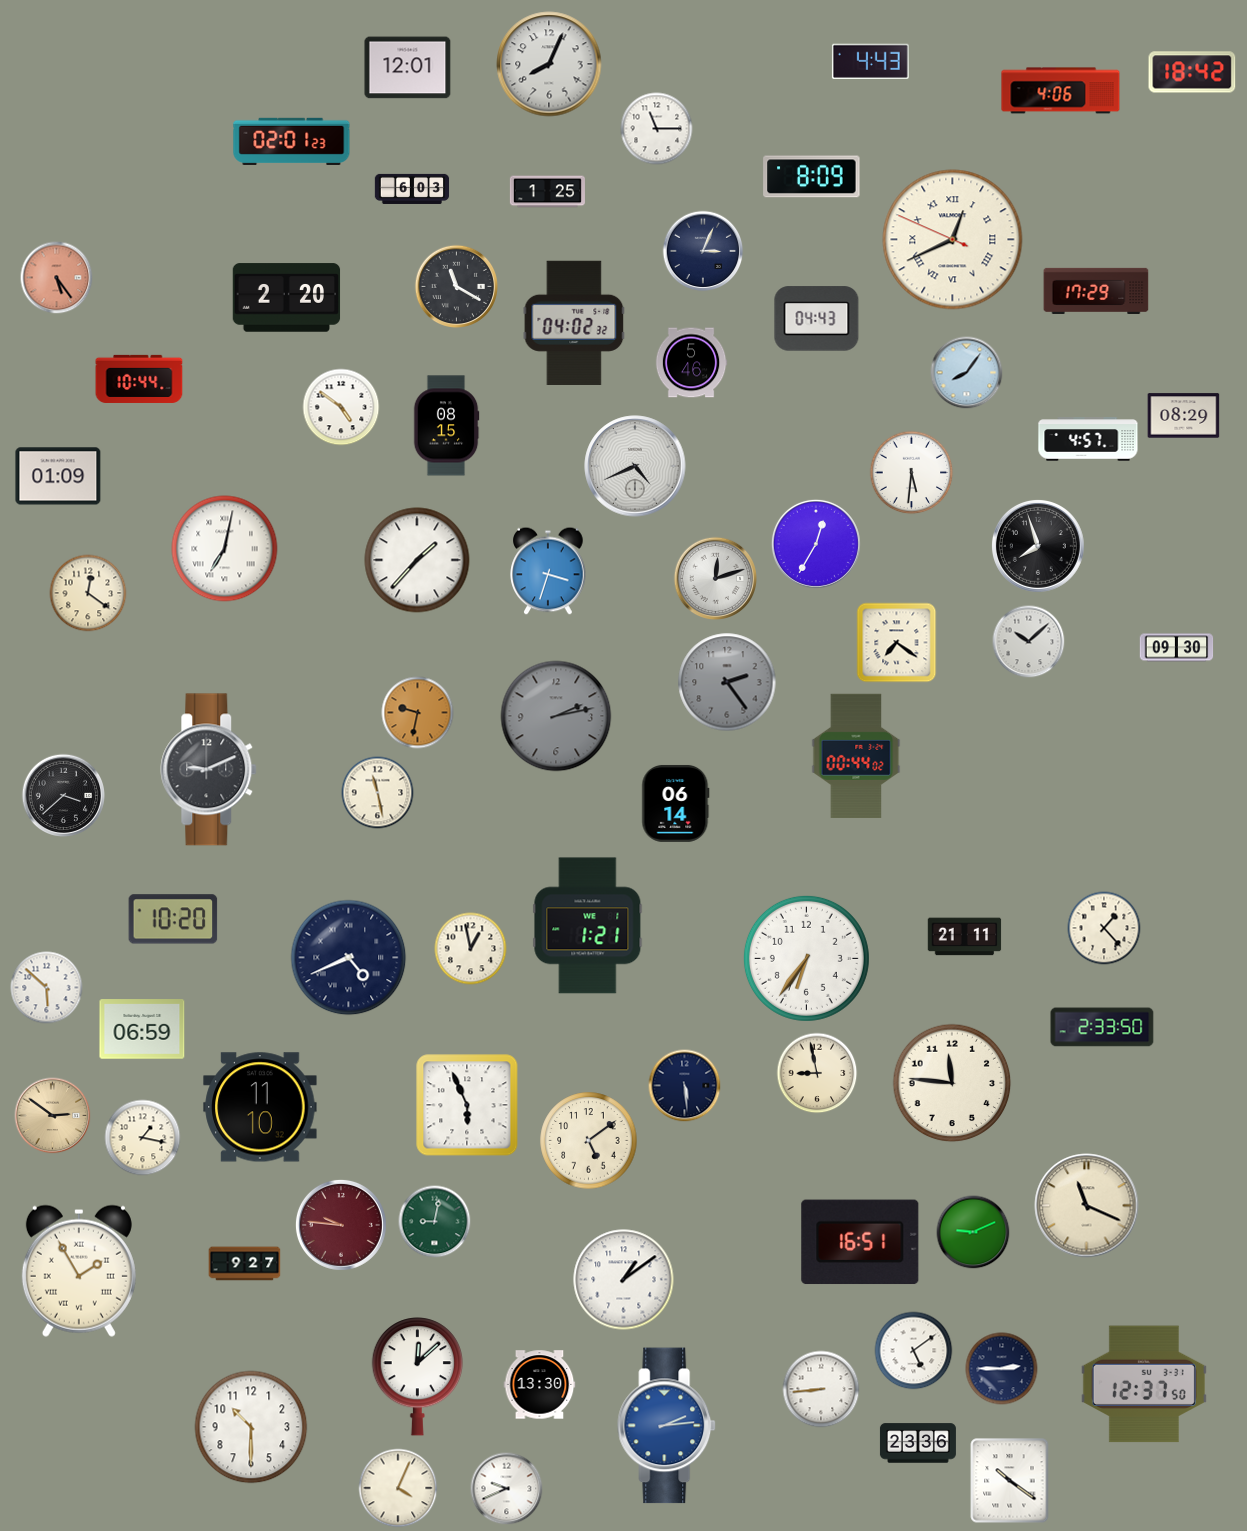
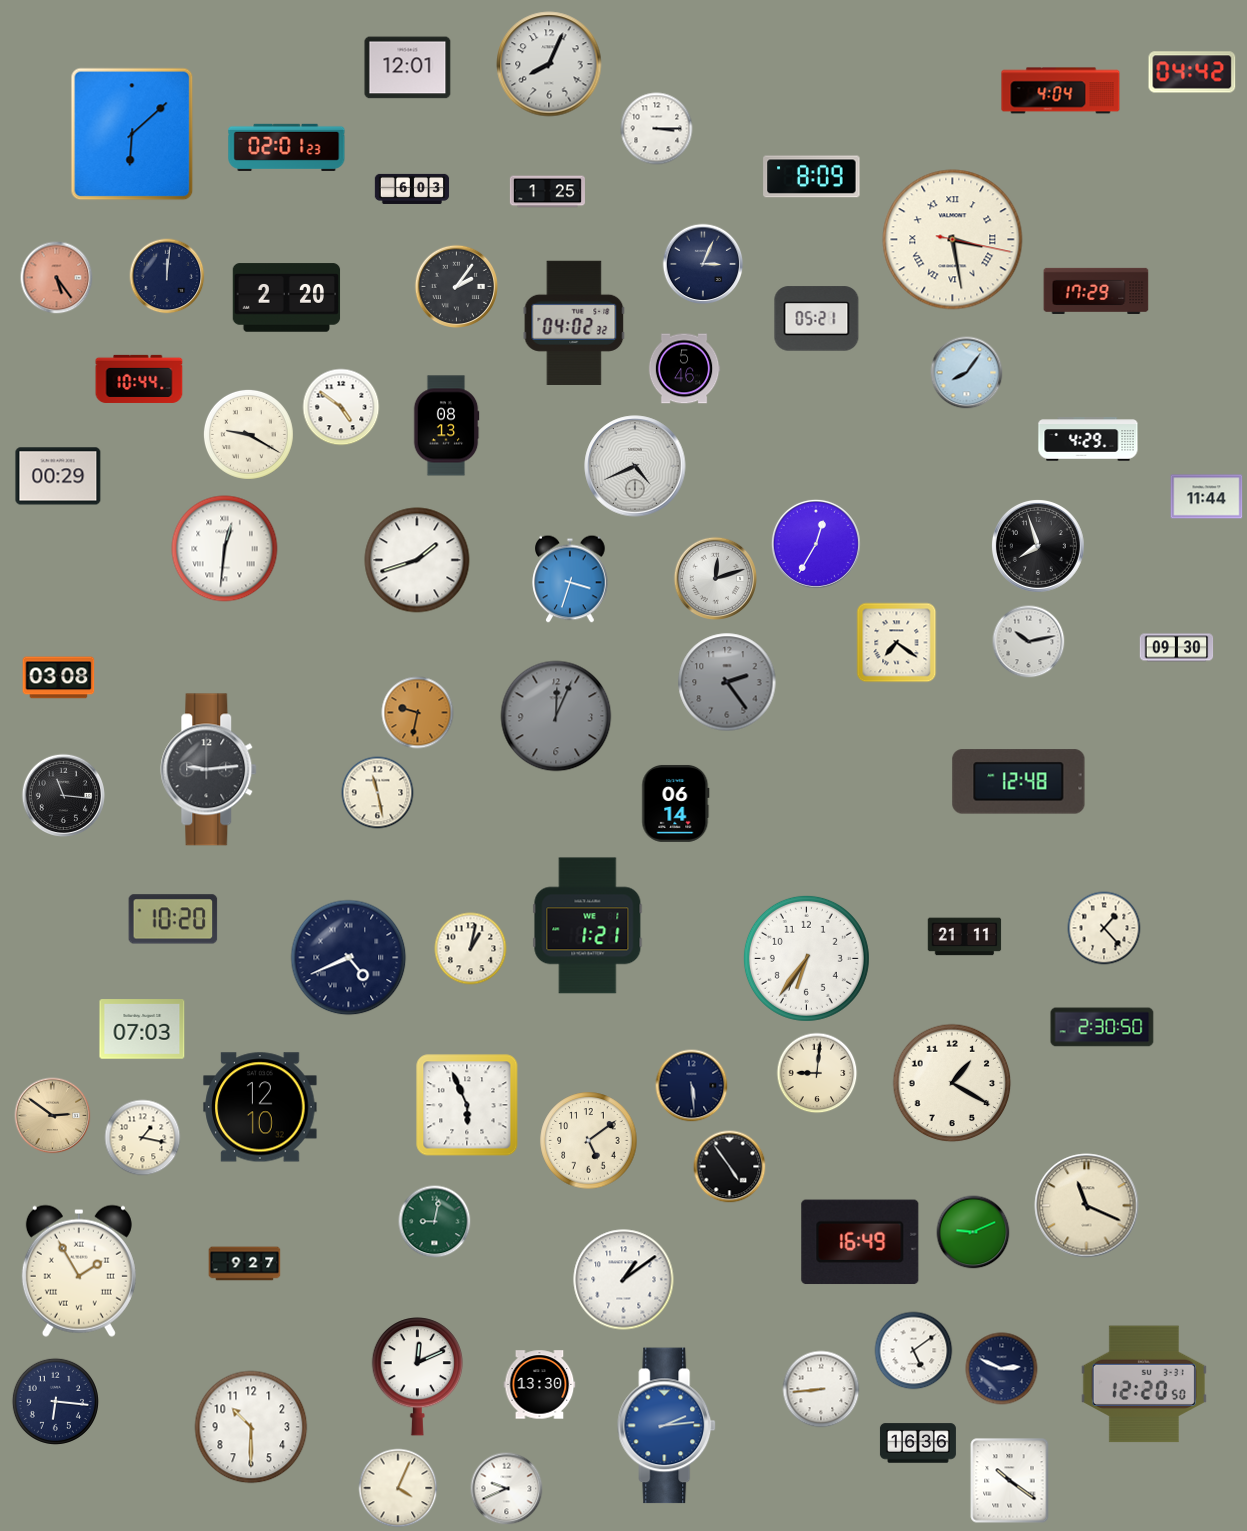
clock at (870, 61): 4:43 -> none
clock at (1192, 72): 18:42 -> 04:42
clock at (1061, 91): 4:06 -> 4:04
clock at (657, 129): 11:15 -> 3:15
clock at (132, 134): none -> 6:08
clock at (292, 141) position: (292, 141) -> (287, 147)
clock at (953, 240): 12:40 -> 3:28
clock at (703, 251) position: (703, 251) -> (703, 264)
clock at (167, 276): none -> 12:01
clock at (456, 286): 11:20 -> 2:06
clock at (817, 319): 04:43 -> 05:21
clock at (691, 363) position: (691, 363) -> (684, 369)
clock at (1184, 416): 08:29 -> none
clock at (446, 426): 08:15 -> 08:13
clock at (248, 434): none -> 9:20
clock at (1088, 439): 4:57 -> 4:29
clock at (912, 473): 5:31 -> none
clock at (58, 476): 01:09 -> 00:29
clock at (1207, 497): none -> 11:44
clock at (225, 549): 7:02 -> 12:31
clock at (417, 560): 1:37 -> 1:42
clock at (548, 571) position: (548, 571) -> (570, 579)
clock at (88, 593): 12:21 -> none
clock at (1029, 642): 10:08 -> 10:13
clock at (59, 678): none -> 03:08
clock at (556, 716): 2:13 -> 12:04
clock at (856, 756): 00:44 -> none
clock at (209, 770): 9:11 -> 9:14
clock at (1019, 782): none -> 12:48
clock at (63, 795): 3:38 -> 11:16
clock at (471, 949): 12:58 -> 1:02
clock at (47, 988): 5:52 -> none
clock at (1102, 1027): 2:33 -> 2:30
clock at (142, 1029): 06:59 -> 07:03
clock at (817, 1073): 8:58 -> 9:01
clock at (952, 1083): 11:46 -> 1:20
clock at (685, 1086) position: (685, 1086) -> (692, 1086)
clock at (260, 1107): 11:10 -> 12:10
clock at (730, 1167): none -> 4:54
clock at (341, 1225): 9:46 -> none
clock at (860, 1242): 16:51 -> 16:49
clock at (1002, 1369): 2:45 -> 2:49
clock at (417, 1377): 12:08 -> 12:11
clock at (1144, 1384): 12:37 -> 12:20
clock at (55, 1401): none -> 6:16
clock at (918, 1443): 23:36 -> 16:36
